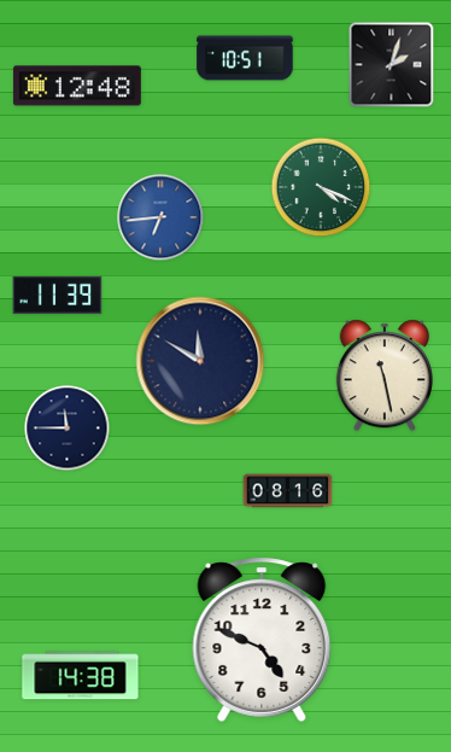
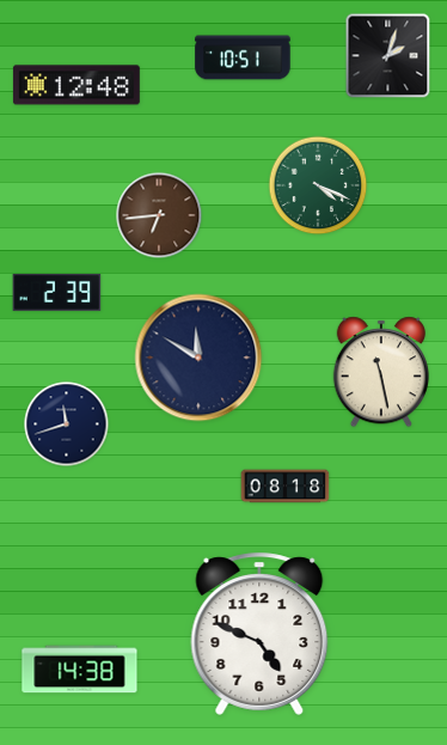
clock at (392, 65) position: (392, 65) -> (388, 56)
clock at (160, 217) dial: blue -> brown
clock at (58, 295): 11:39 -> 2:39
clock at (68, 429): 11:45 -> 11:42
clock at (288, 491): 08:16 -> 08:18
